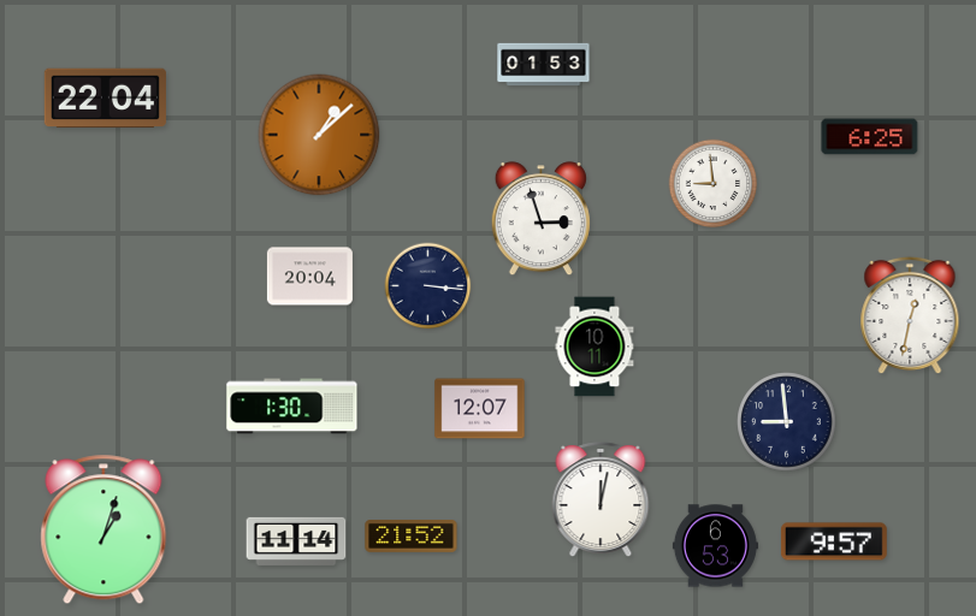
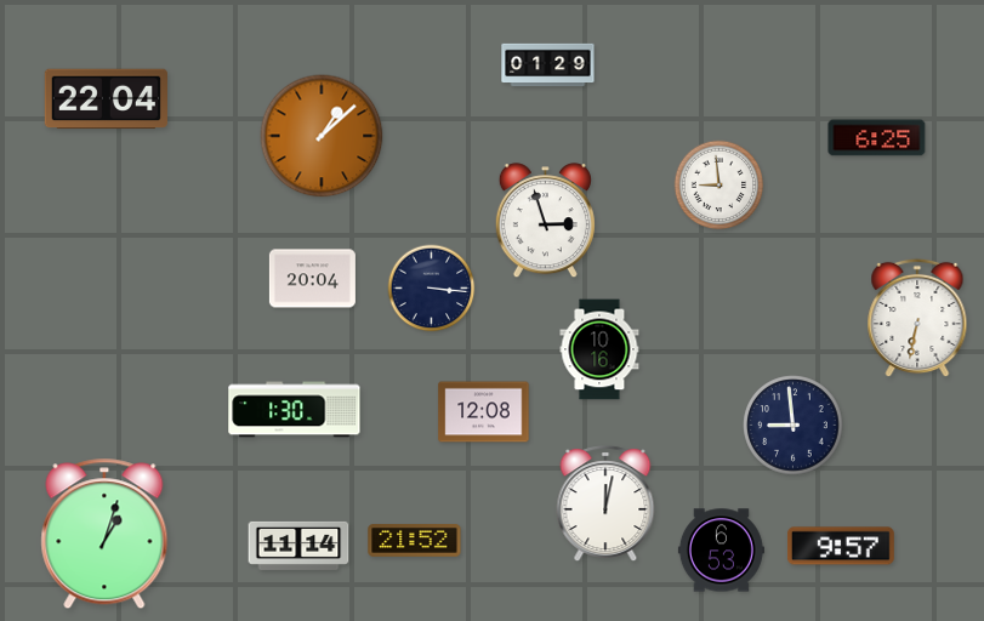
clock at (544, 65): 01:53 -> 01:29
clock at (910, 315): 12:32 -> 6:32
clock at (595, 346): 10:11 -> 10:16
clock at (480, 409): 12:07 -> 12:08
